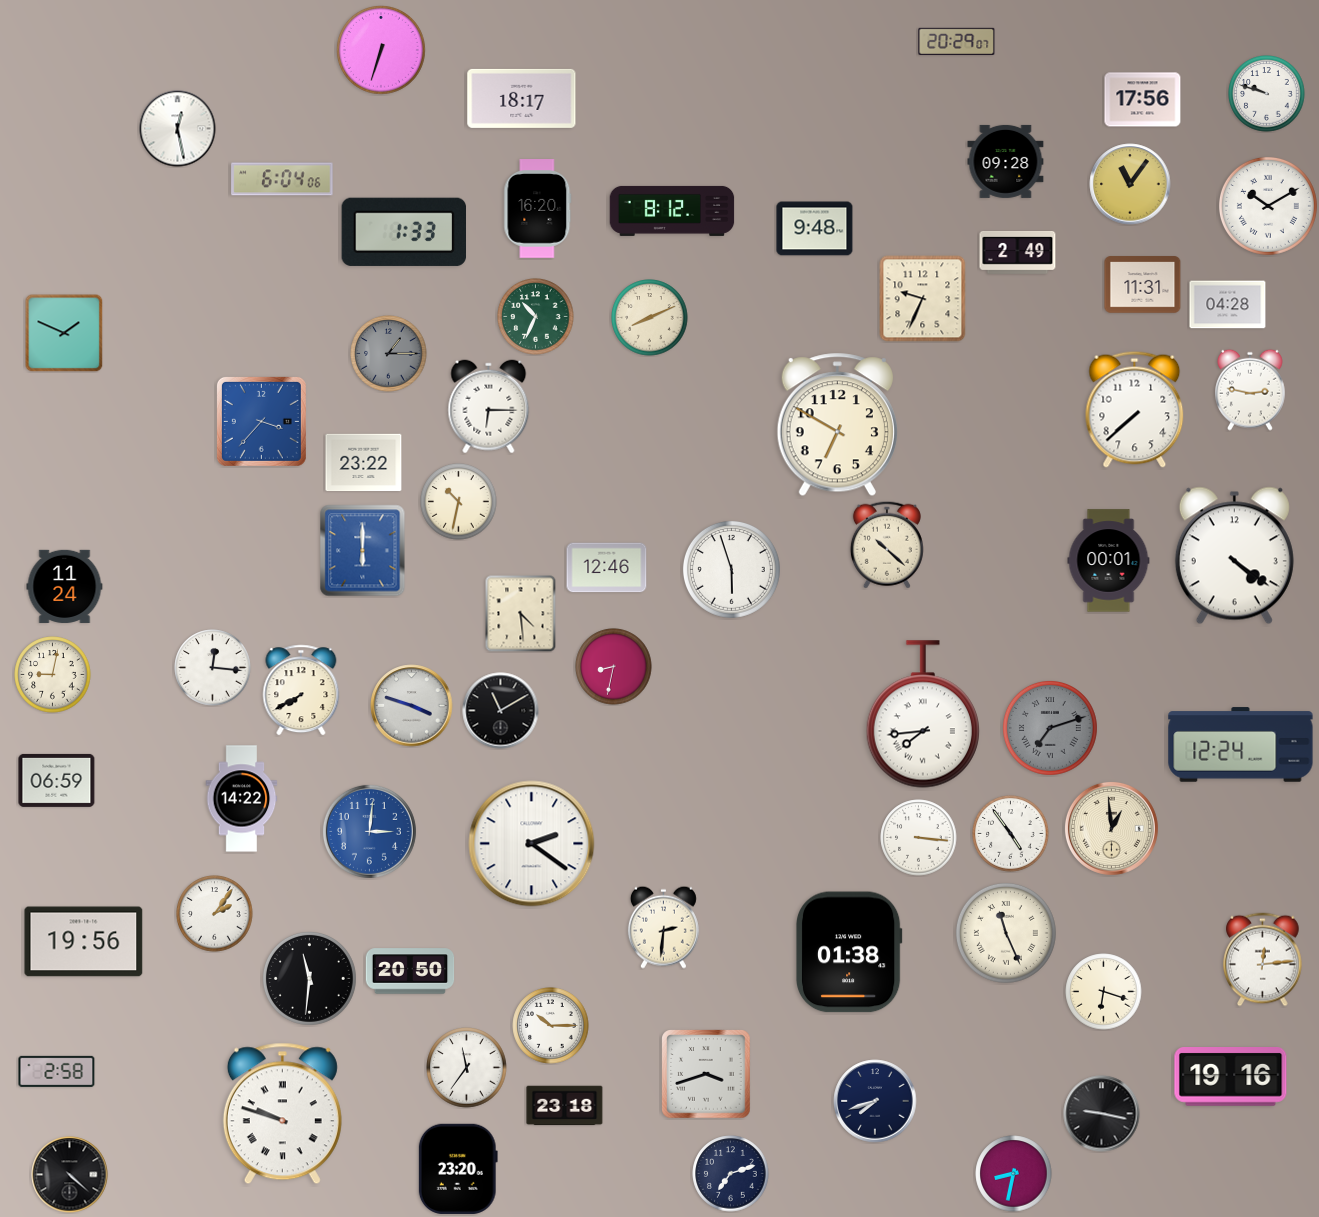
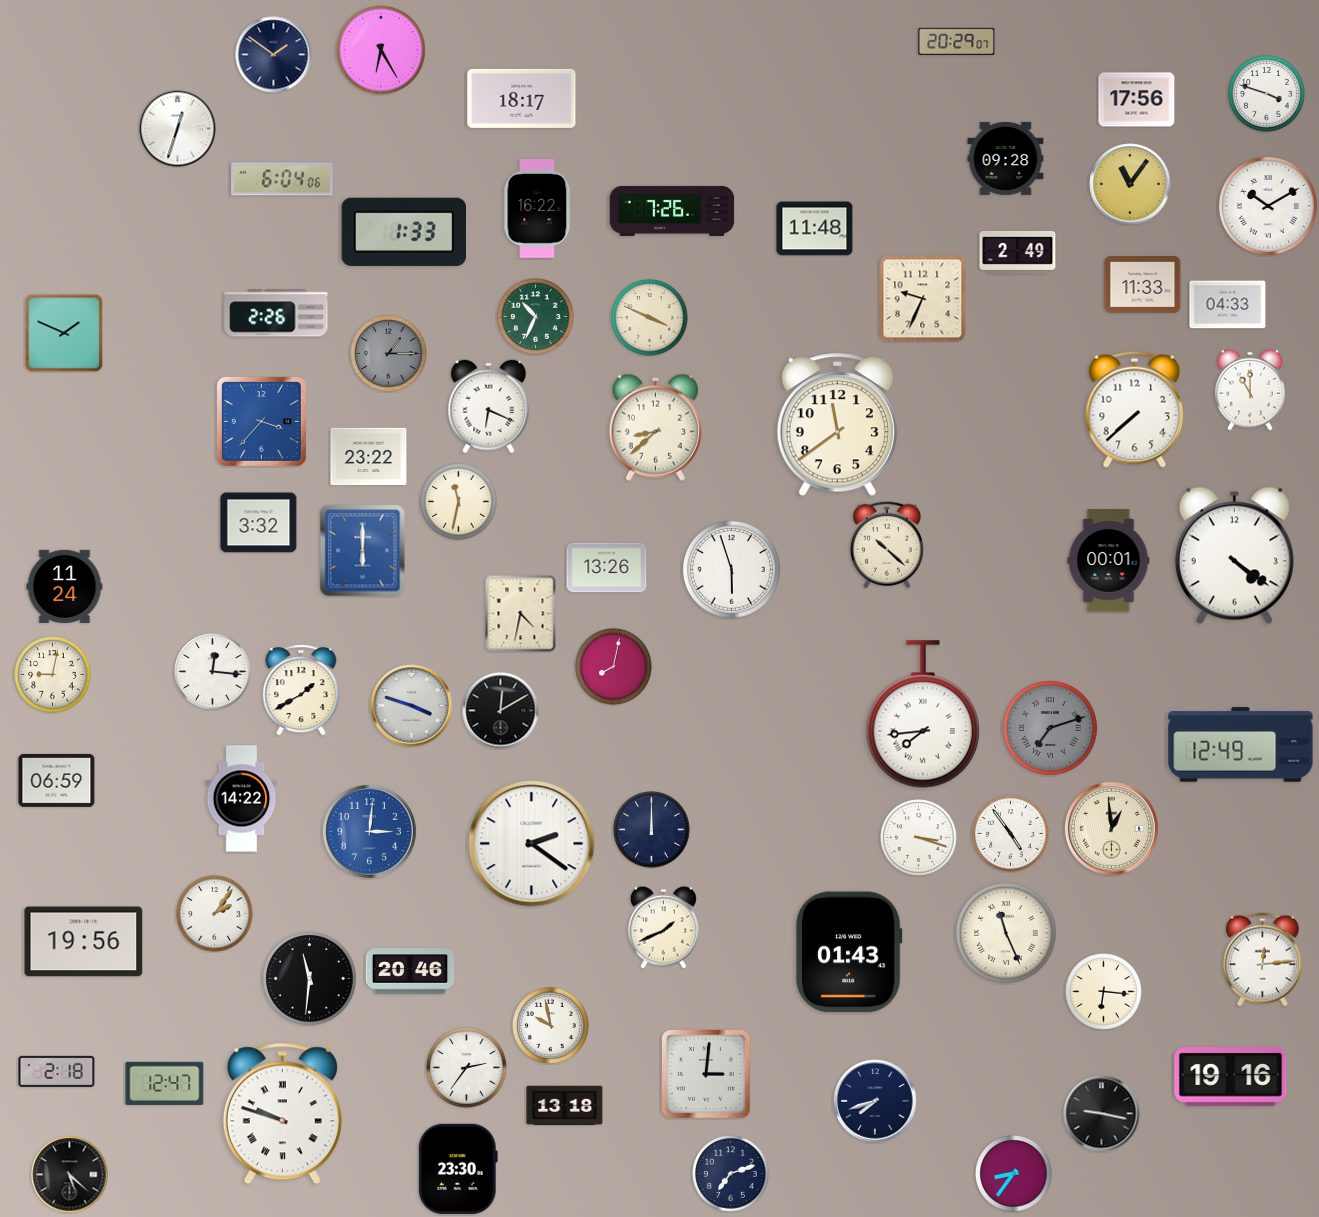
clock at (382, 51): 6:33 -> 6:25
clock at (274, 55): none -> 1:51
clock at (1267, 94): 9:48 -> 3:48
clock at (1143, 100) position: (1143, 100) -> (1137, 100)
clock at (178, 129): 12:28 -> 12:33
clock at (1006, 161) position: (1006, 161) -> (1006, 158)
clock at (538, 209): 16:20 -> 16:22
clock at (672, 211): 8:12 -> 7:26
clock at (815, 229): 9:48 -> 11:48
clock at (1143, 285): 11:31 -> 11:33
clock at (1228, 305): 04:28 -> 04:33
clock at (276, 313): none -> 2:26
clock at (650, 318): 8:11 -> 3:49
clock at (1251, 390): 2:47 -> 11:00
clock at (489, 407): 6:15 -> 6:19
clock at (837, 425): 6:50 -> 11:39
clock at (655, 427): none -> 8:38
clock at (364, 463) position: (364, 463) -> (369, 457)
clock at (459, 502): 10:32 -> 11:32
clock at (259, 523): none -> 3:32
clock at (607, 568): 12:46 -> 13:26
clock at (521, 613): 4:29 -> 4:32
clock at (614, 667): 8:32 -> 8:02
clock at (213, 668) position: (213, 668) -> (213, 672)
clock at (301, 690): 7:40 -> 1:40
clock at (501, 711): 11:10 -> 12:10
clock at (1241, 745): 12:24 -> 12:49
clock at (652, 830): none -> 12:00
clock at (919, 838): 3:16 -> 3:18
clock at (663, 927): 2:31 -> 1:41
clock at (849, 952): 01:38 -> 01:43
clock at (410, 971): 20:50 -> 20:46
clock at (1104, 992): 6:18 -> 6:16
clock at (551, 1026): 10:15 -> 9:58
clock at (467, 1068): 11:36 -> 2:36
clock at (57, 1071): 2:58 -> 2:18
clock at (706, 1074): 3:42 -> 3:01
clock at (165, 1083): none -> 12:47
clock at (565, 1106): 23:18 -> 13:18
clock at (458, 1169): 23:20 -> 23:30
clock at (1014, 1174): 8:32 -> 8:36
clock at (70, 1175): 4:22 -> 5:22
